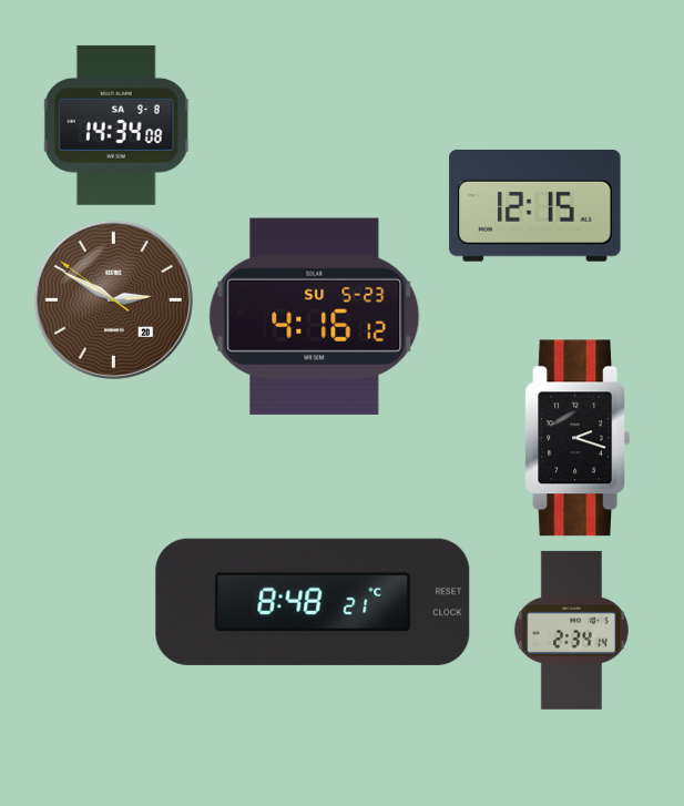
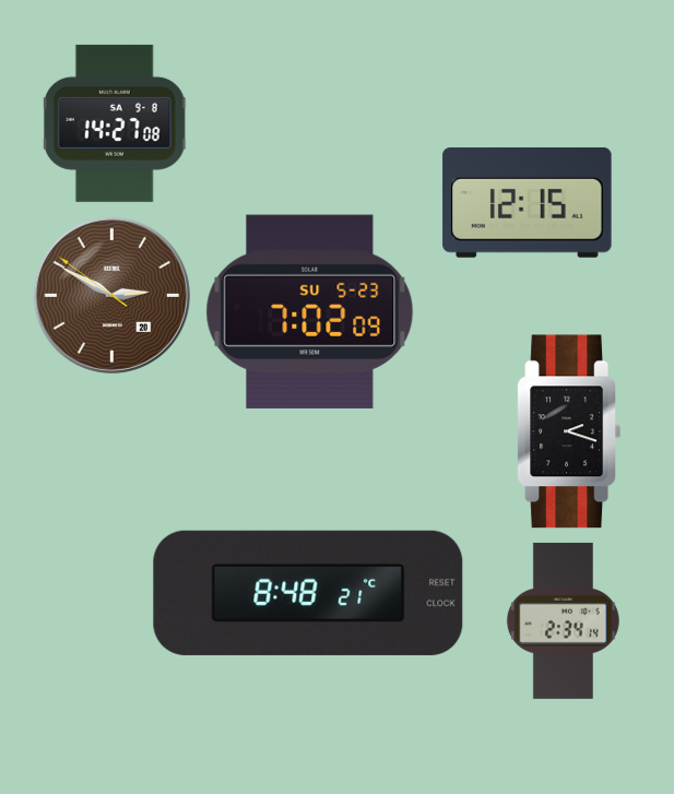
clock at (116, 125): 14:34 -> 14:27
clock at (315, 316): 4:16 -> 7:02
